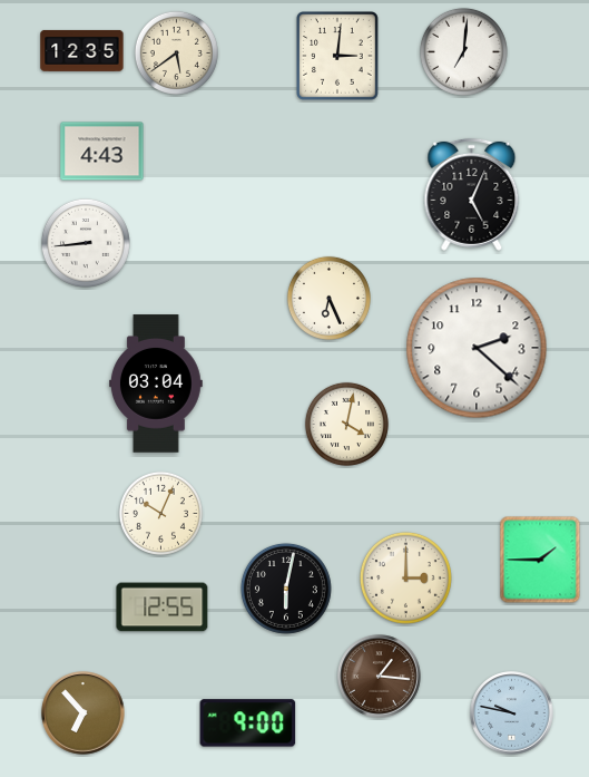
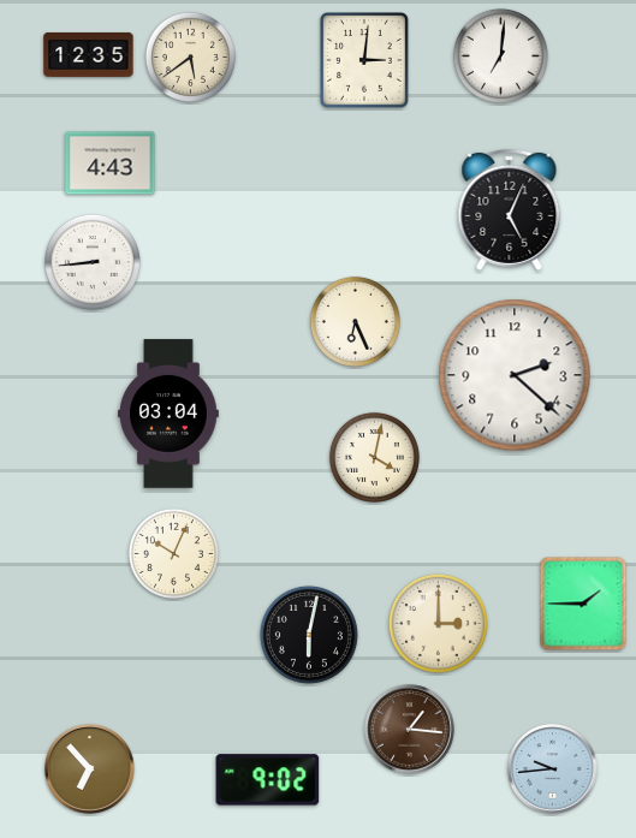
clock at (163, 608): 12:55 -> none
clock at (512, 713): 9:47 -> 9:44
clock at (248, 723): 9:00 -> 9:02
